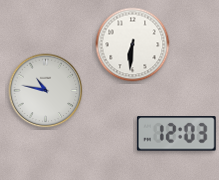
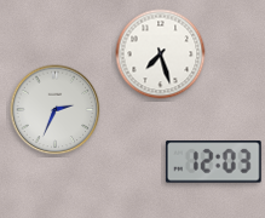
clock at (133, 45): 6:31 -> 7:27
clock at (46, 91): 10:47 -> 2:34
